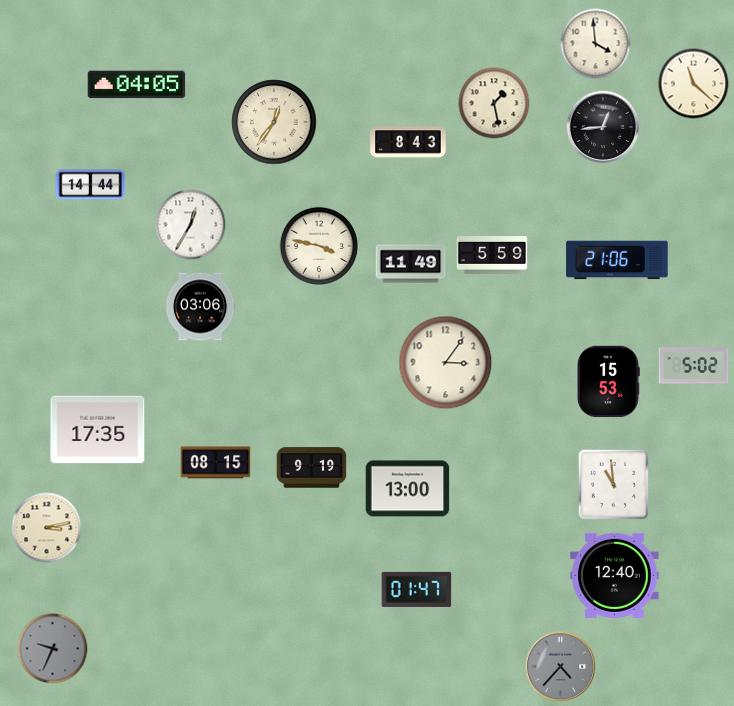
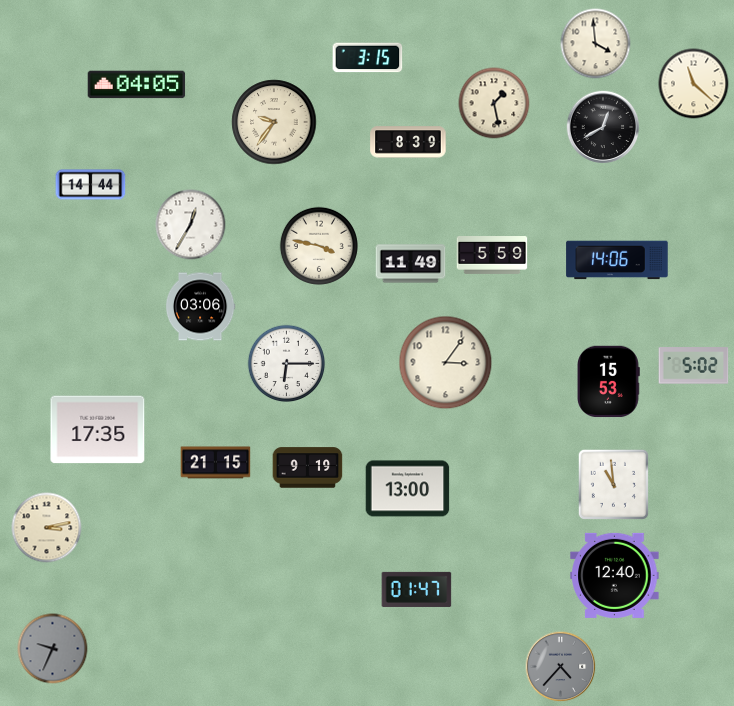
clock at (368, 58): none -> 3:15
clock at (274, 122): 12:36 -> 9:36
clock at (603, 127): 12:44 -> 12:40
clock at (408, 142): 8:43 -> 8:39
clock at (617, 260): 21:06 -> 14:06
clock at (287, 364): none -> 6:15
clock at (216, 463): 08:15 -> 21:15
clock at (312, 468) position: (312, 468) -> (308, 468)
